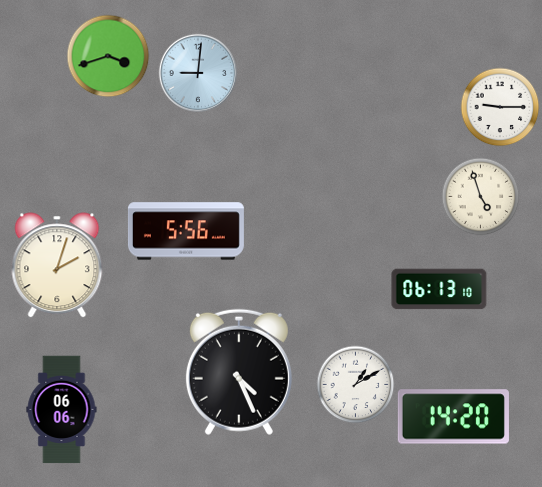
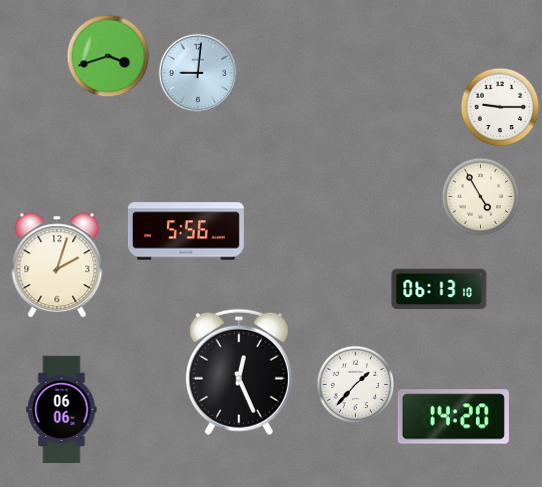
clock at (480, 196): 4:57 -> 4:55
clock at (239, 372): 4:26 -> 12:26
clock at (355, 384): 1:10 -> 1:37
